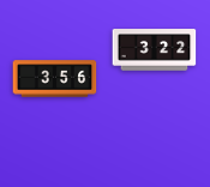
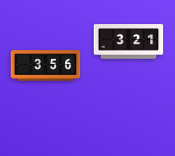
clock at (155, 50): 3:22 -> 3:21
